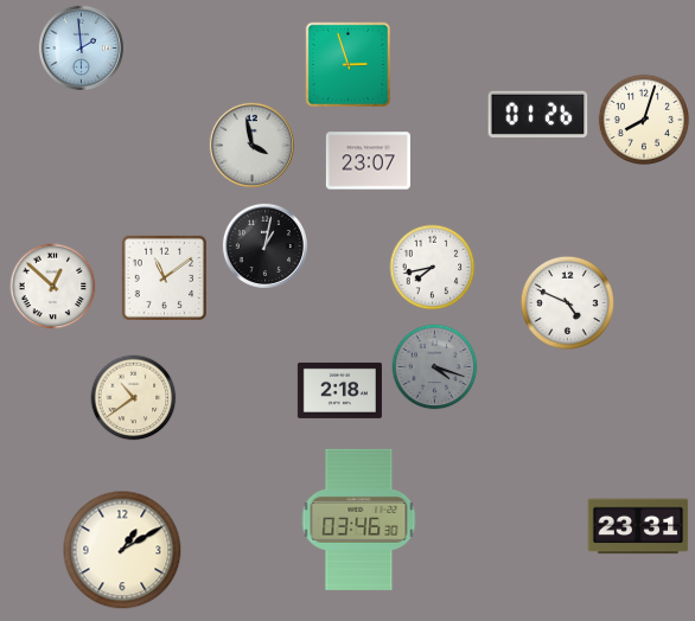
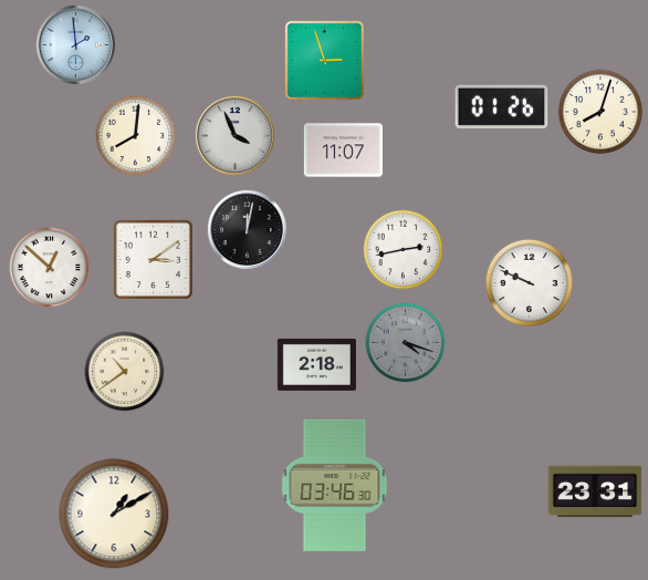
clock at (251, 145): 3:58 -> 3:56
clock at (136, 136): none -> 8:01
clock at (368, 161): 23:07 -> 11:07
clock at (264, 245): 1:02 -> 12:02
clock at (433, 268): 7:43 -> 2:43
clock at (164, 277): 11:09 -> 3:09
clock at (567, 302): 4:49 -> 9:49
